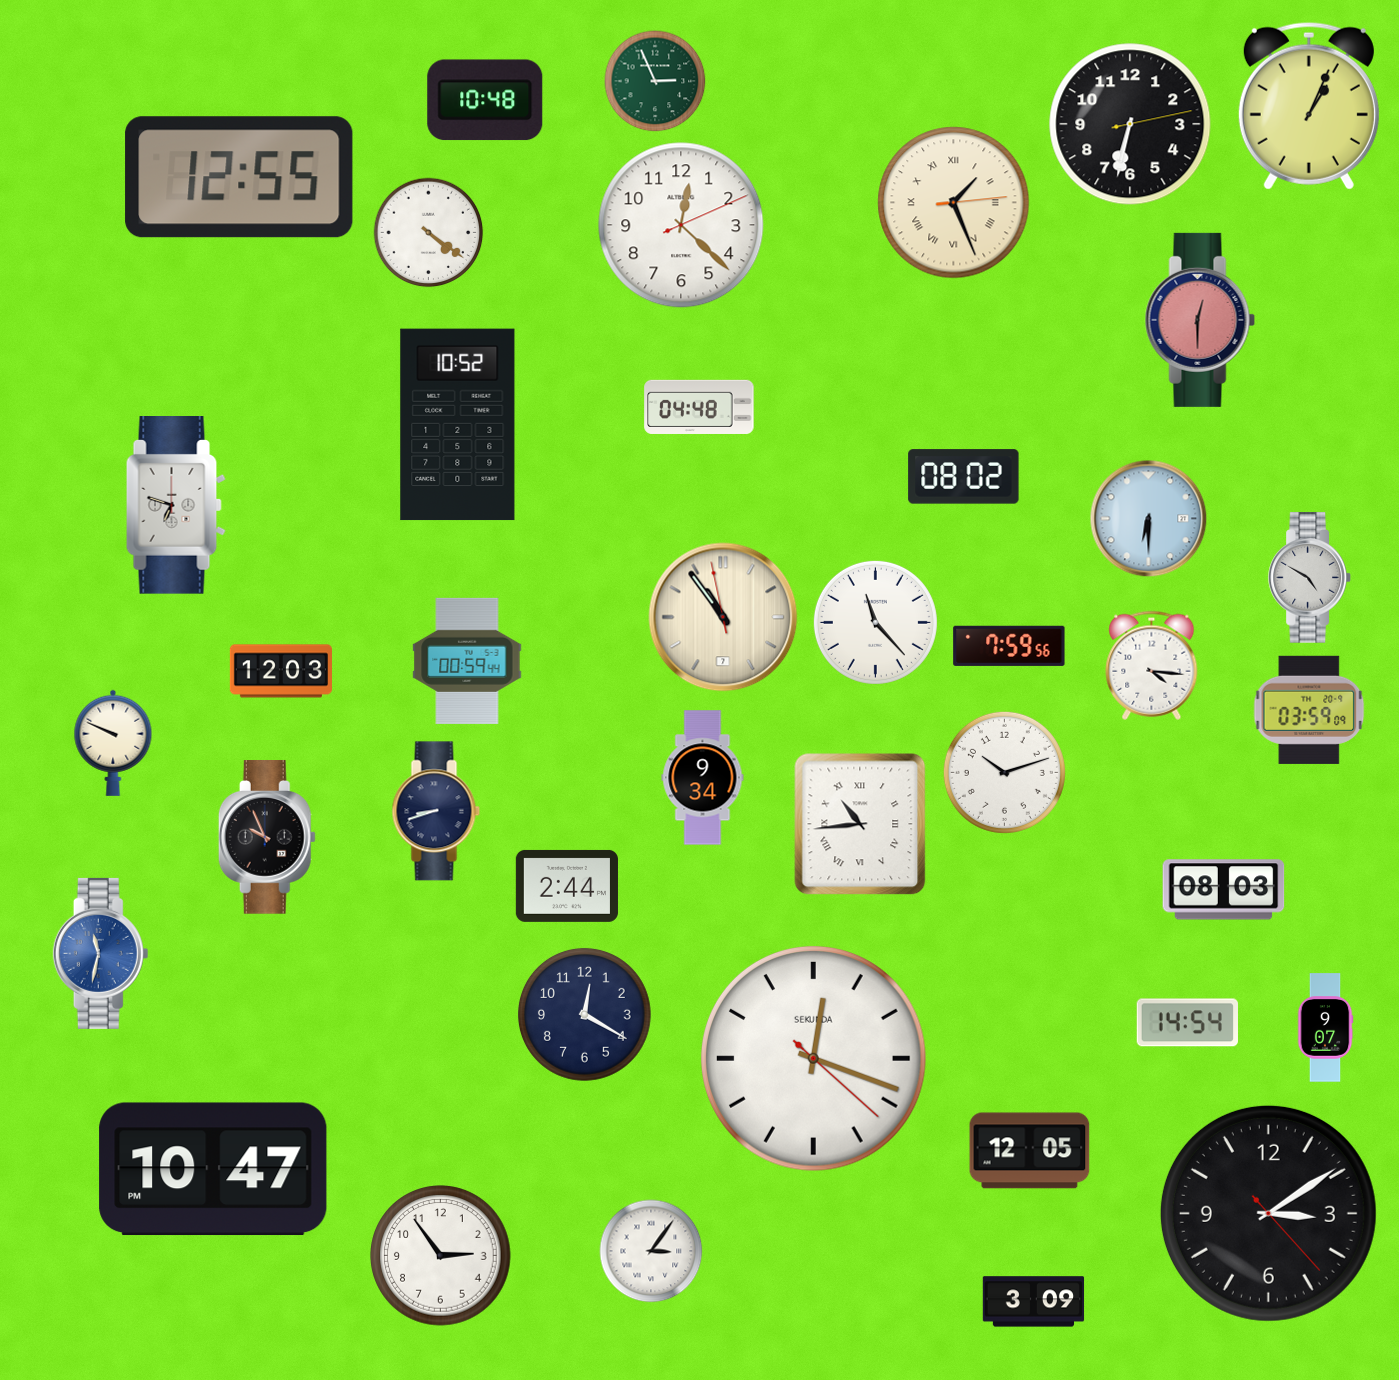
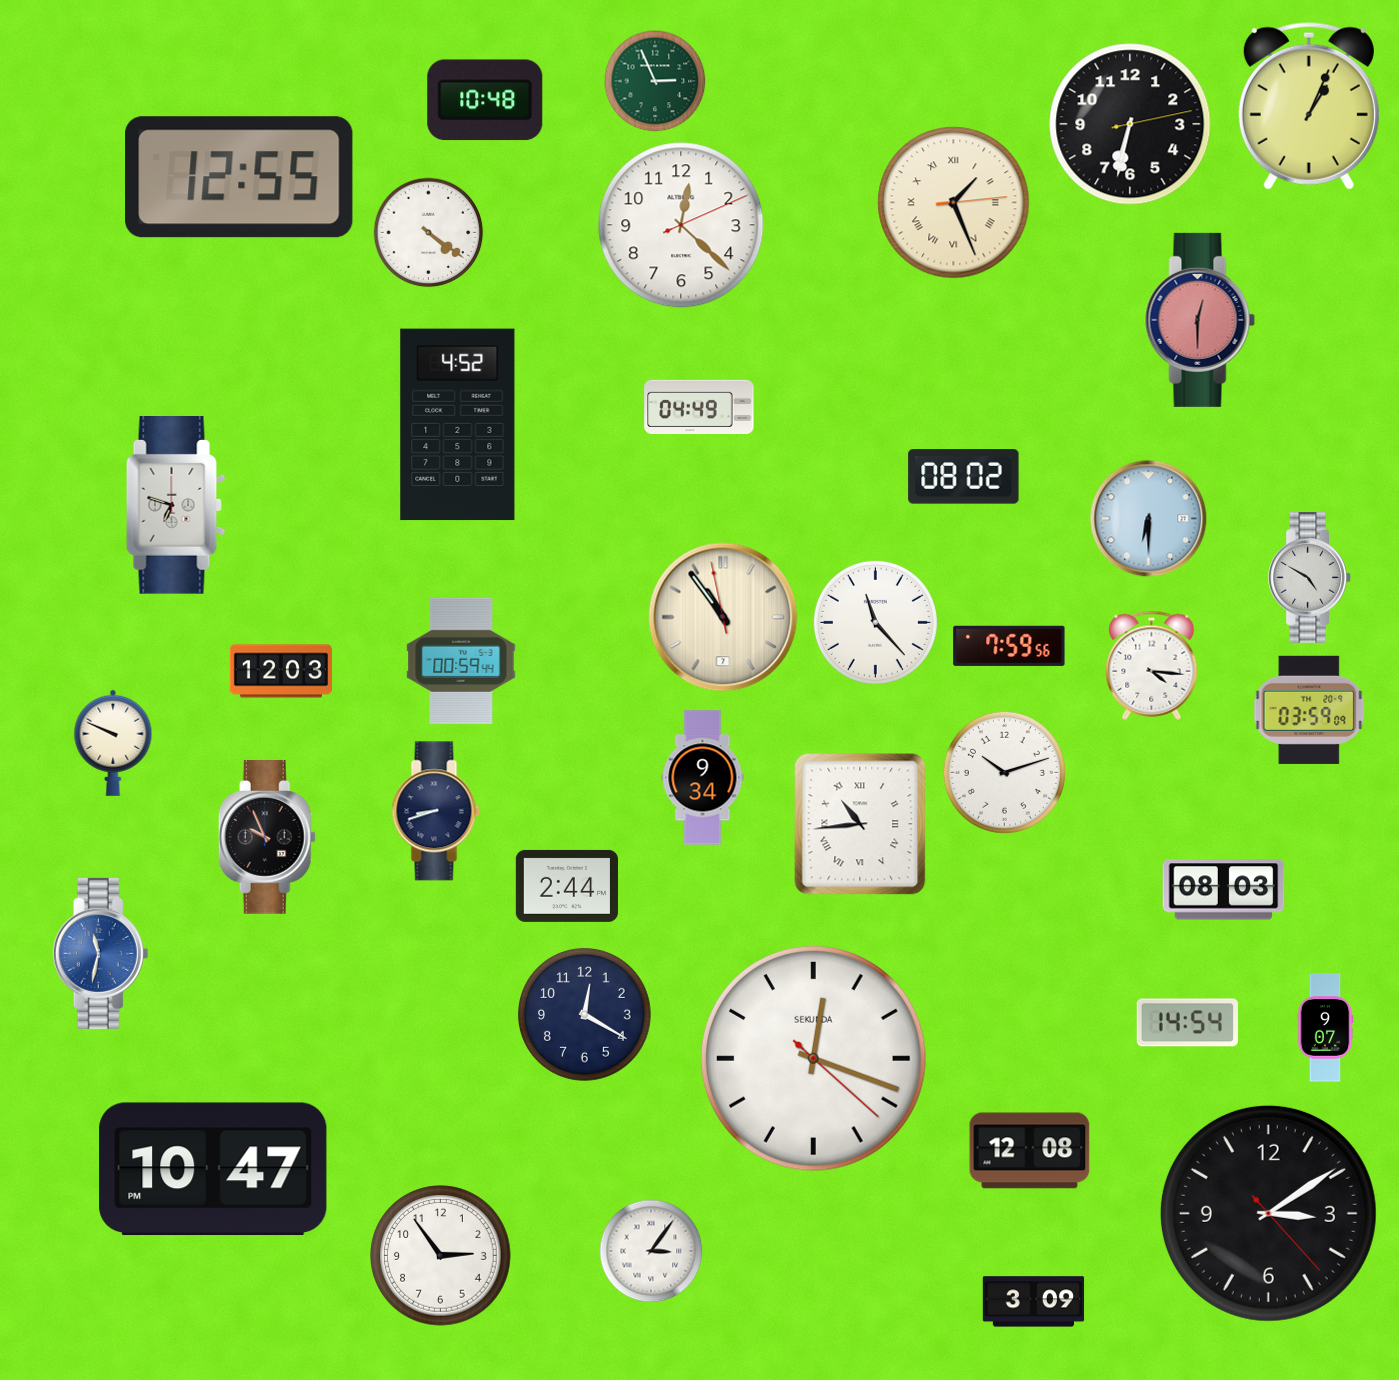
clock at (699, 407): 04:48 -> 04:49
clock at (458, 425): 10:52 -> 4:52
clock at (467, 661) position: (467, 661) -> (461, 661)
clock at (1030, 1151): 12:05 -> 12:08
